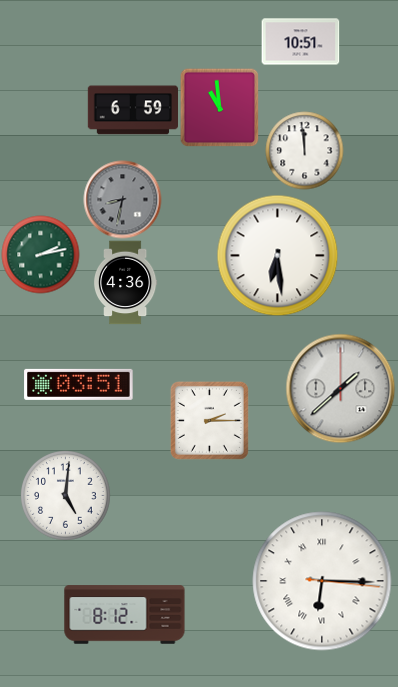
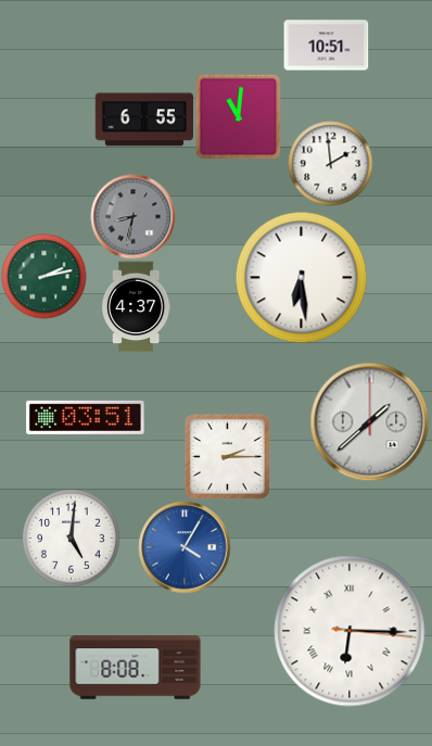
clock at (219, 107): 10:59 -> 11:01
clock at (132, 110): 6:59 -> 6:55
clock at (304, 150): 11:59 -> 1:59
clock at (125, 282): 4:36 -> 4:37
clock at (185, 547): none -> 4:05
clock at (125, 615): 8:12 -> 8:08
